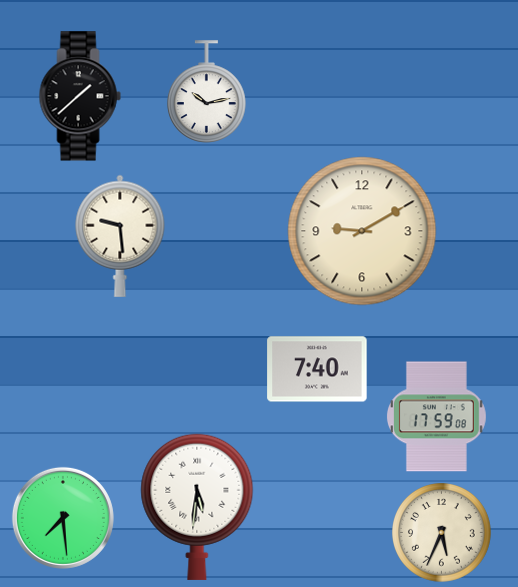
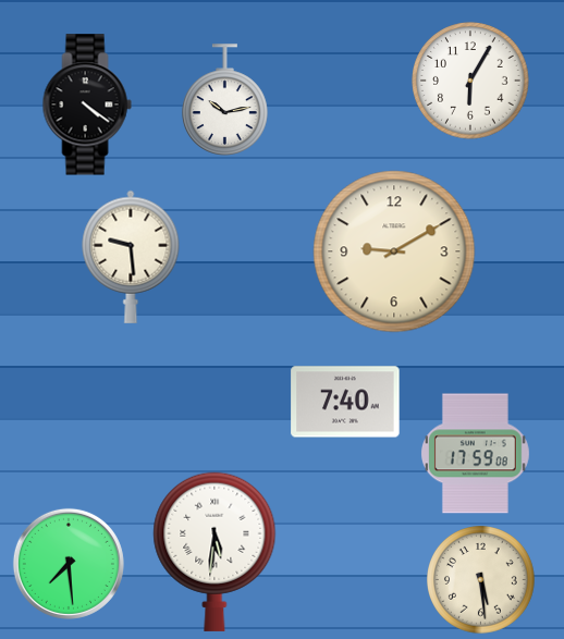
clock at (470, 81): none -> 6:05
clock at (80, 96): 1:38 -> 4:21
clock at (442, 533): 5:34 -> 5:29
